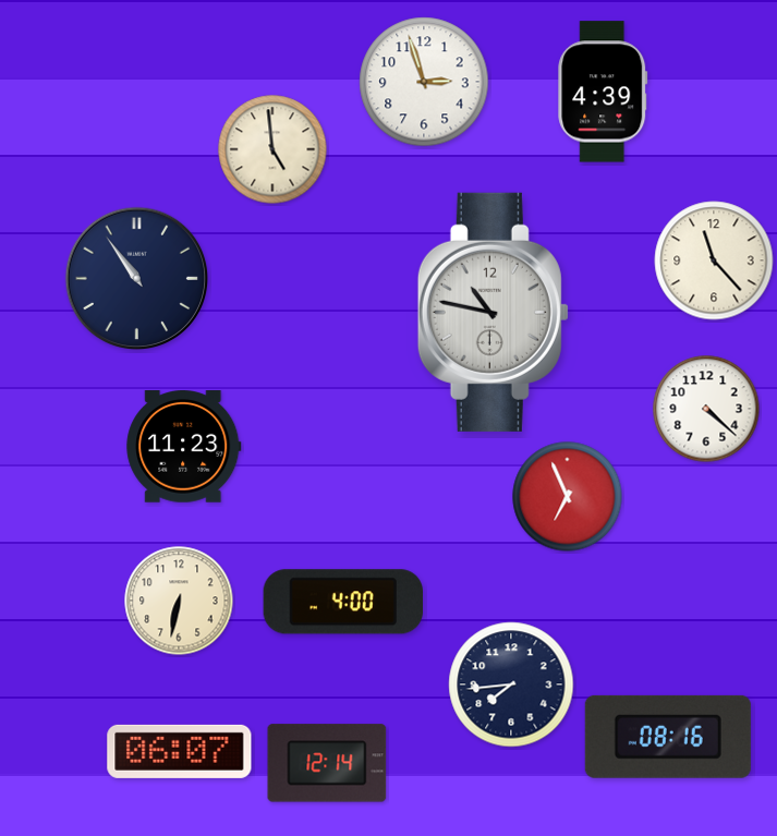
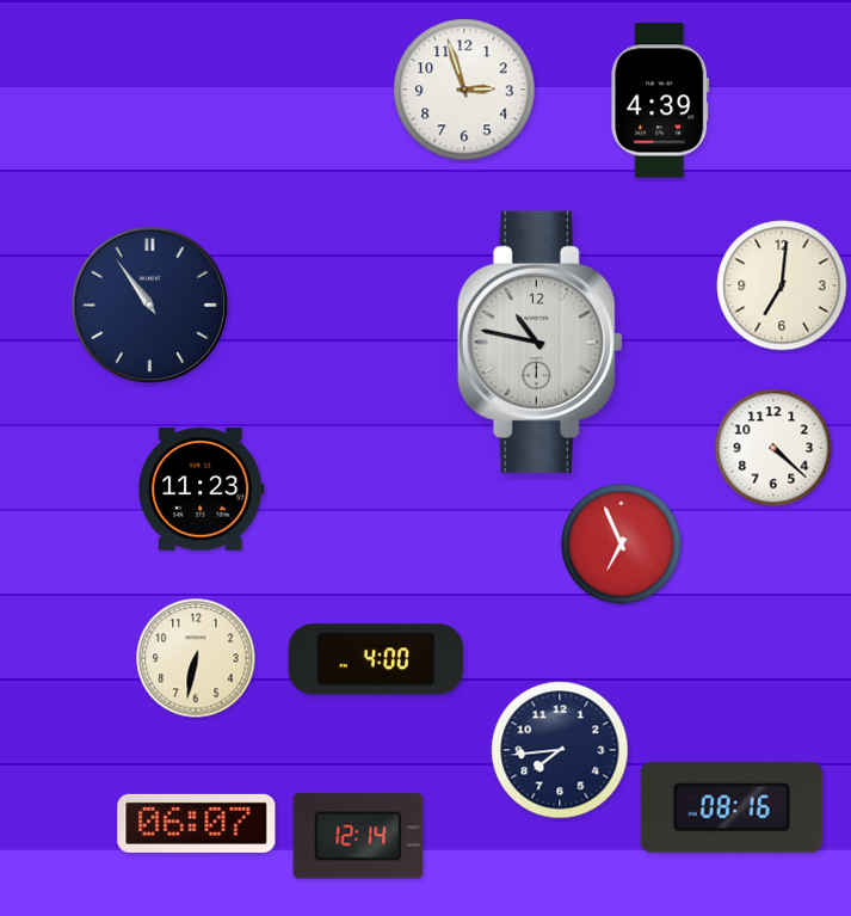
clock at (272, 149): 4:59 -> none
clock at (714, 261): 11:23 -> 7:01
